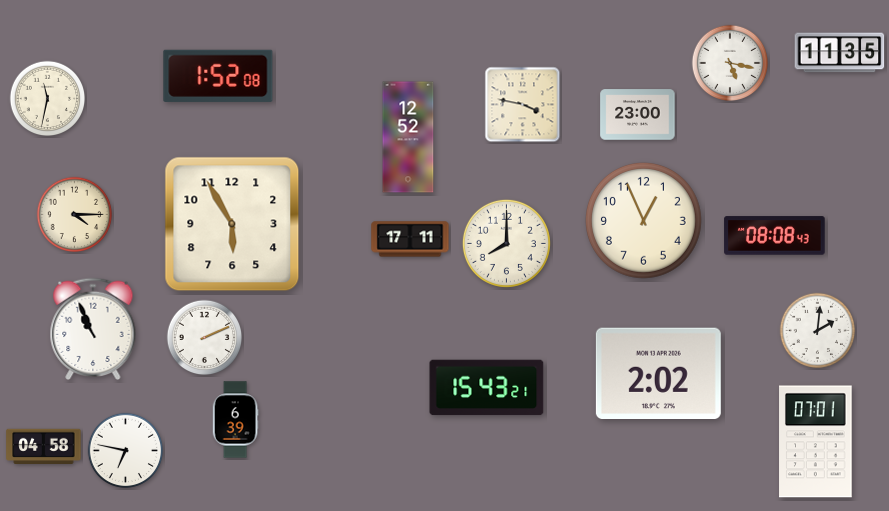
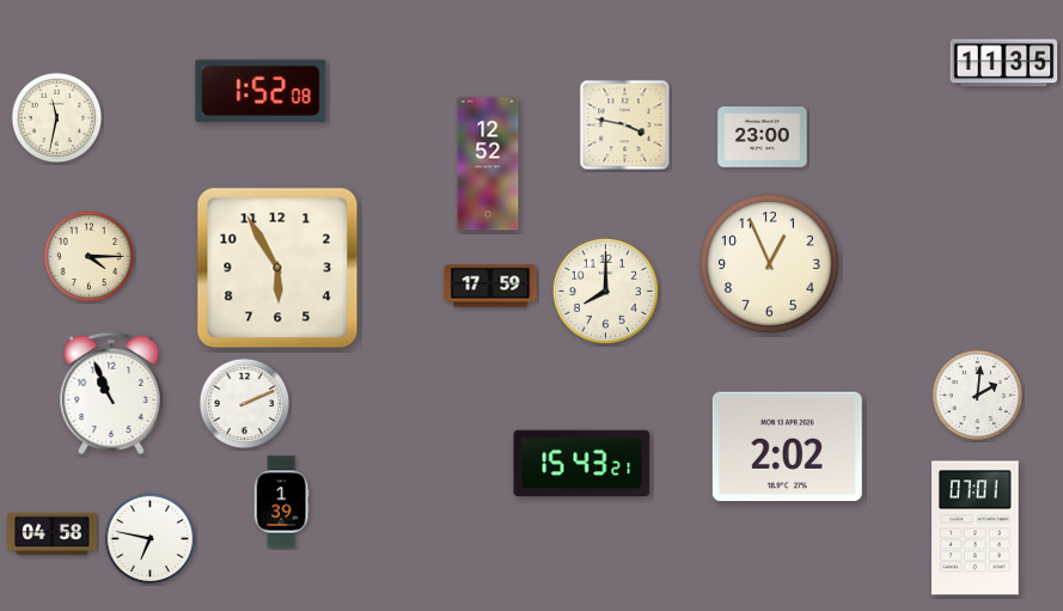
clock at (730, 63): 5:17 -> none
clock at (775, 236): 08:08 -> none
clock at (410, 239): 17:11 -> 17:59
clock at (235, 420): 6:39 -> 1:39
